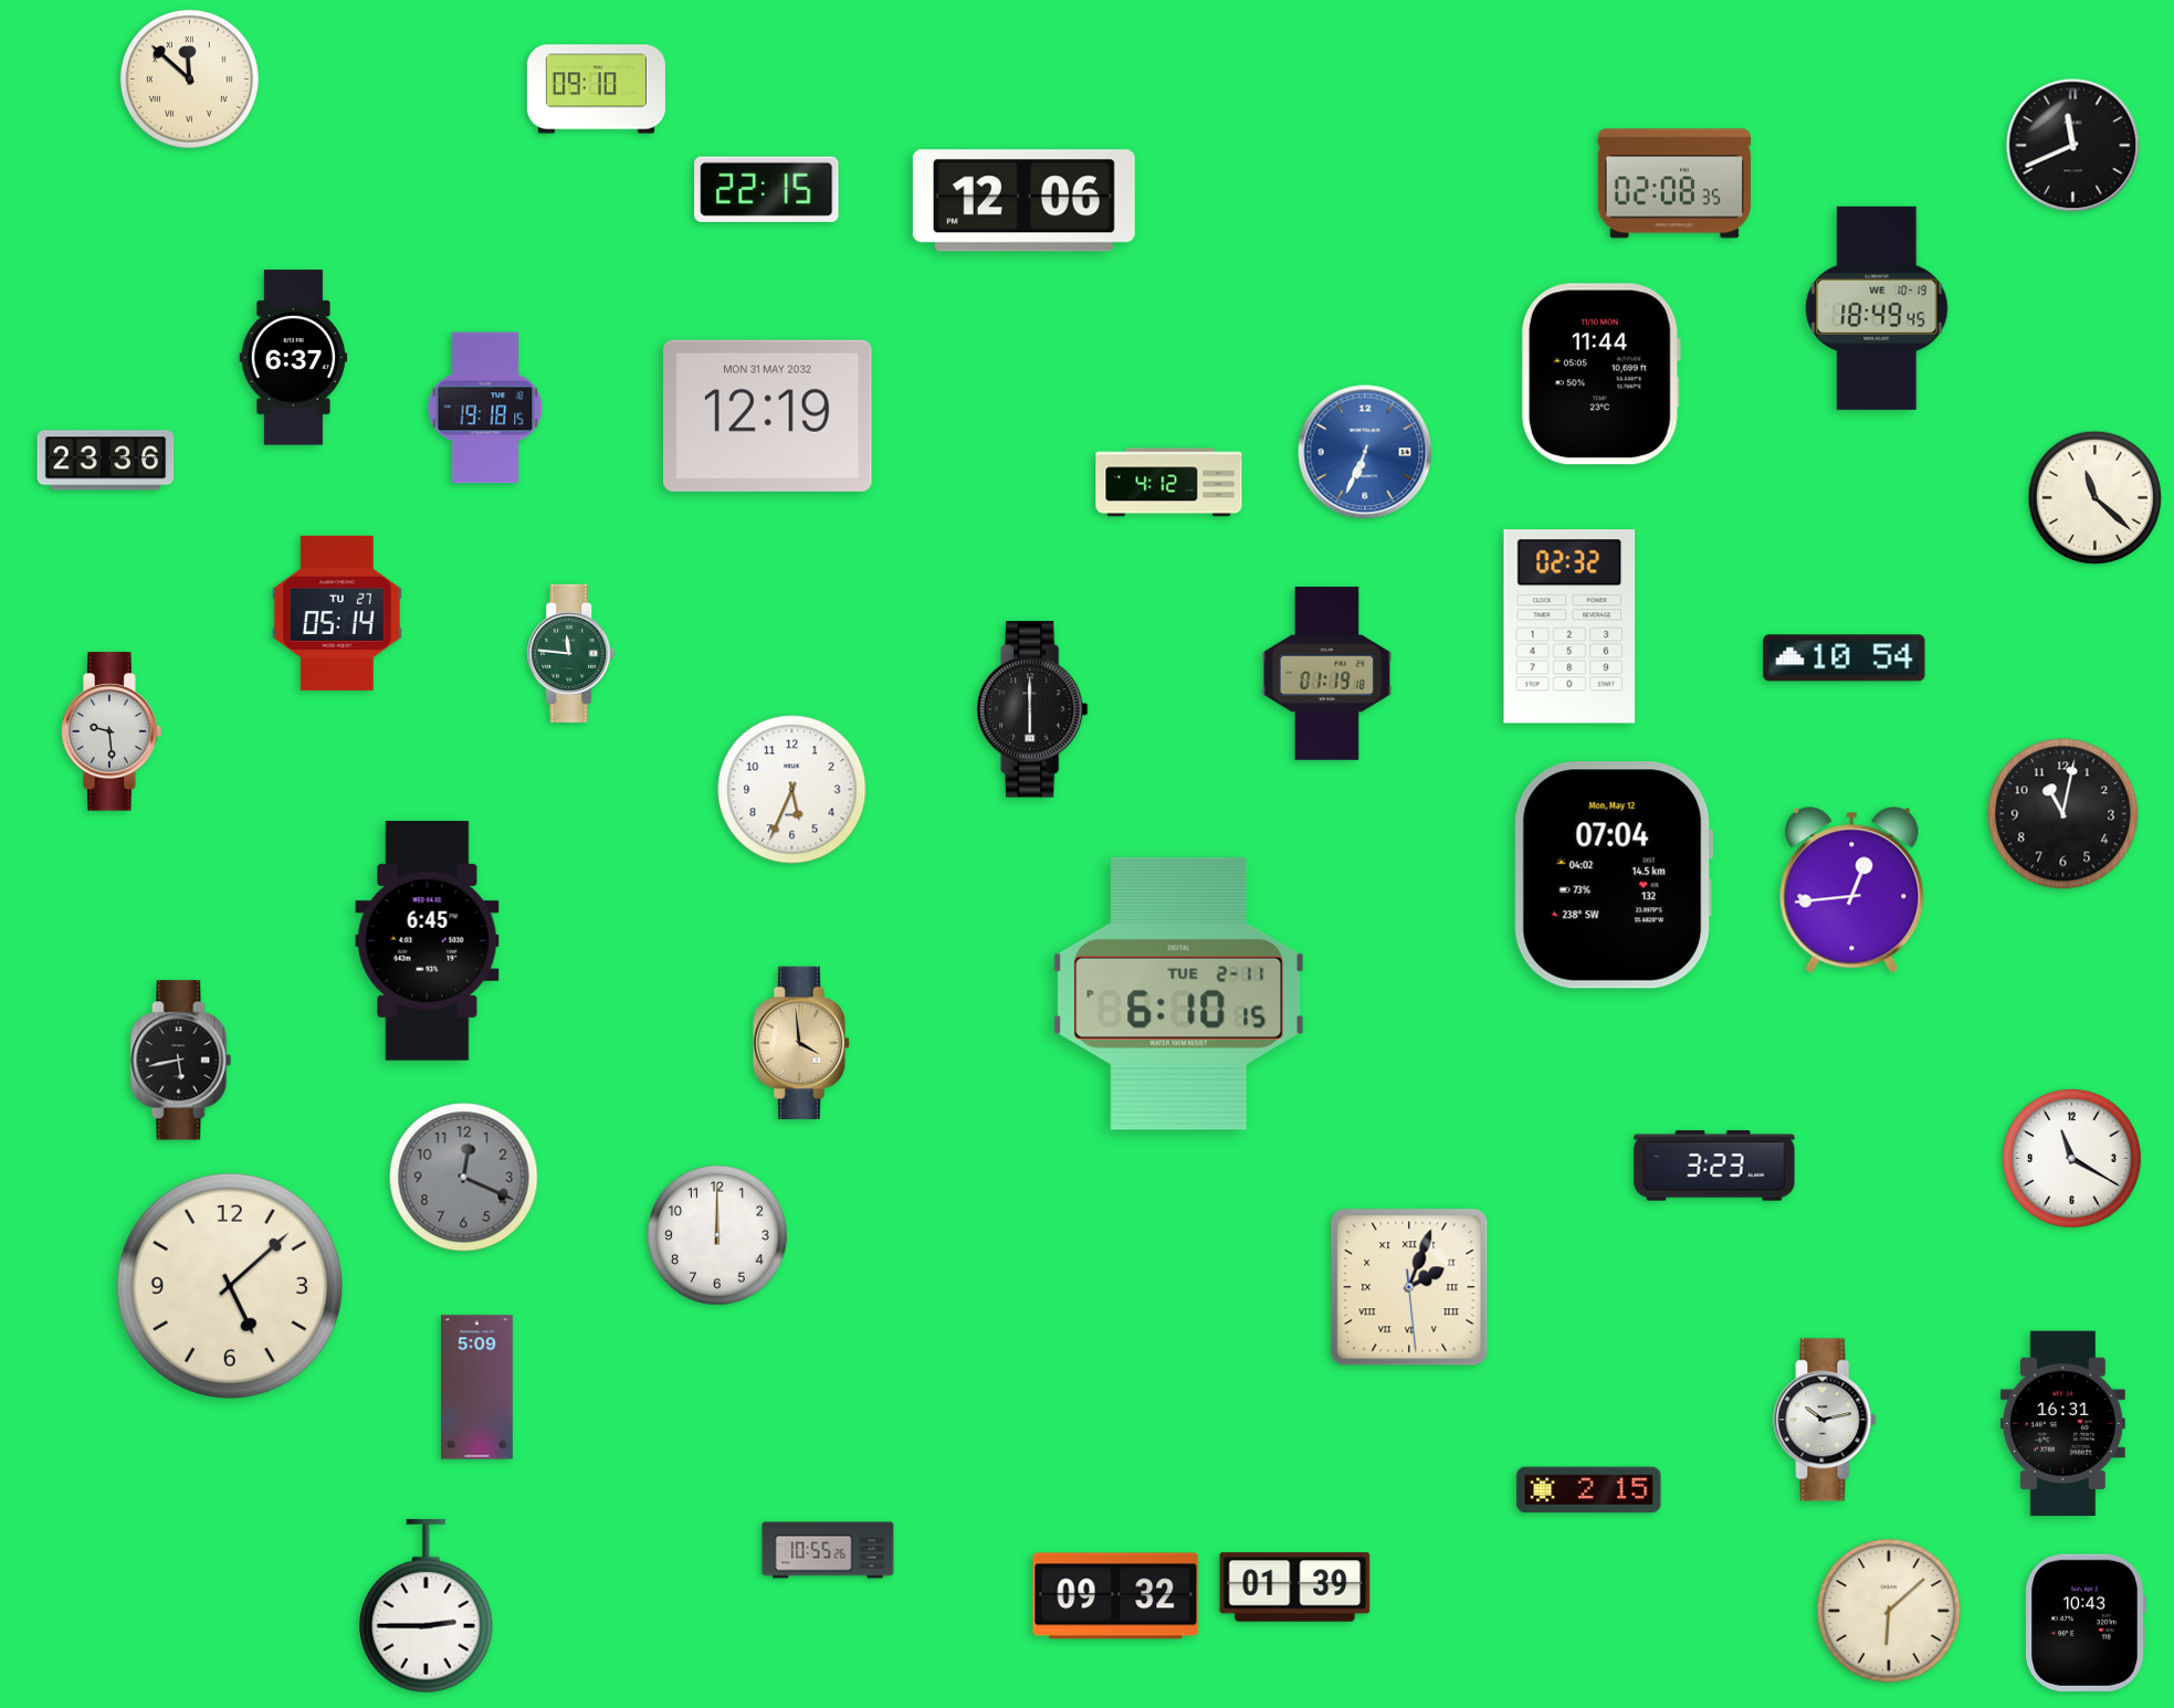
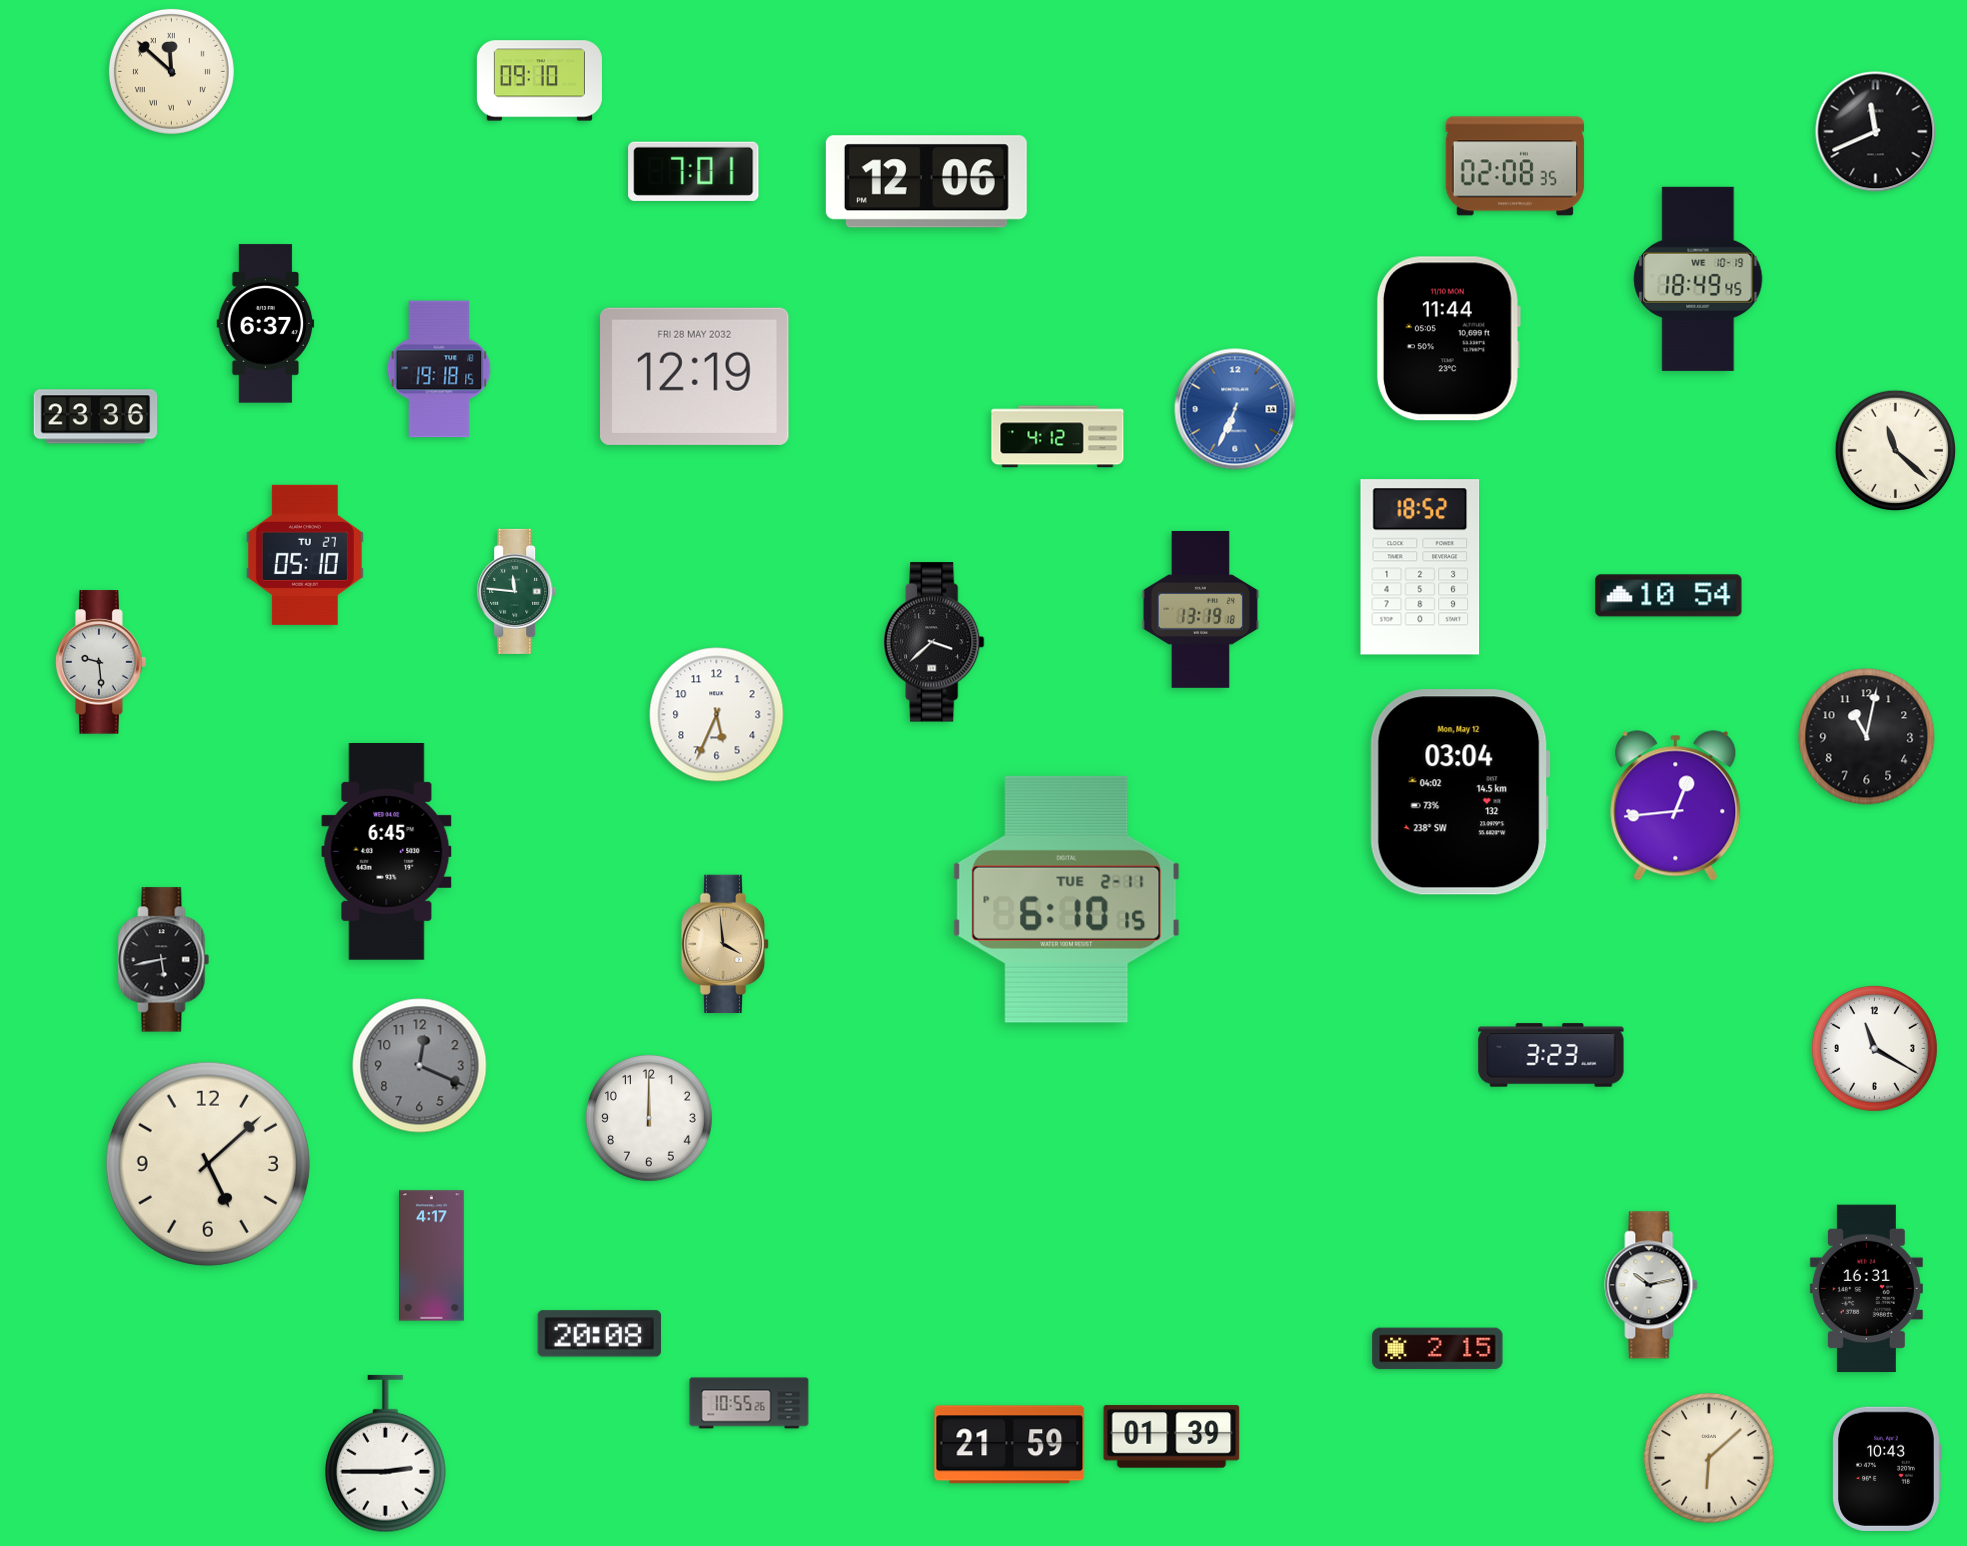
clock at (767, 189): 22:15 -> 7:01
clock at (768, 415) date: MON 31 MAY 2032 -> FRI 28 MAY 2032
clock at (337, 613): 05:14 -> 05:10
clock at (1569, 626): 02:32 -> 18:52
clock at (1327, 674): 01:19 -> 13:19
clock at (1032, 709): 6:00 -> 3:38
clock at (1614, 875): 07:04 -> 03:04
clock at (1409, 1287): 2:03 -> none
clock at (477, 1388): 5:09 -> 4:17
clock at (599, 1334): none -> 20:08
clock at (1116, 1596): 09:32 -> 21:59
